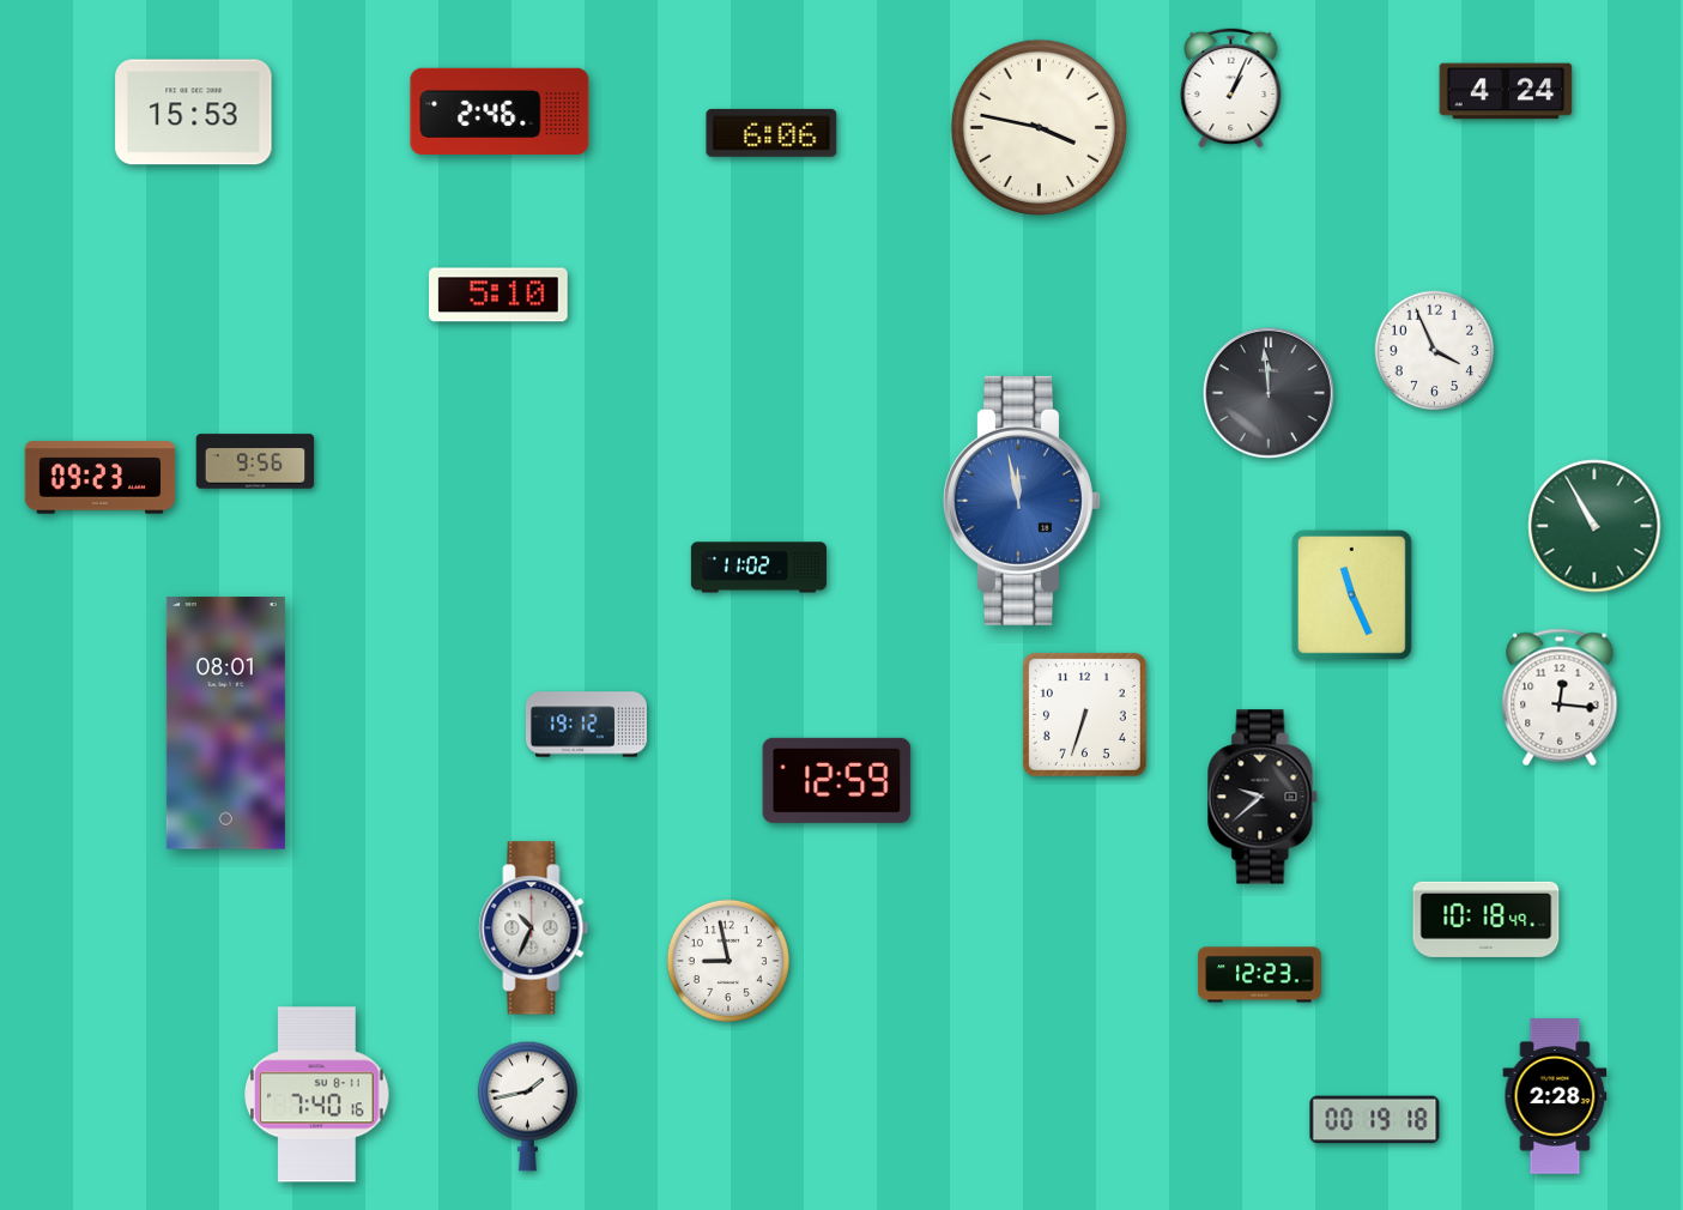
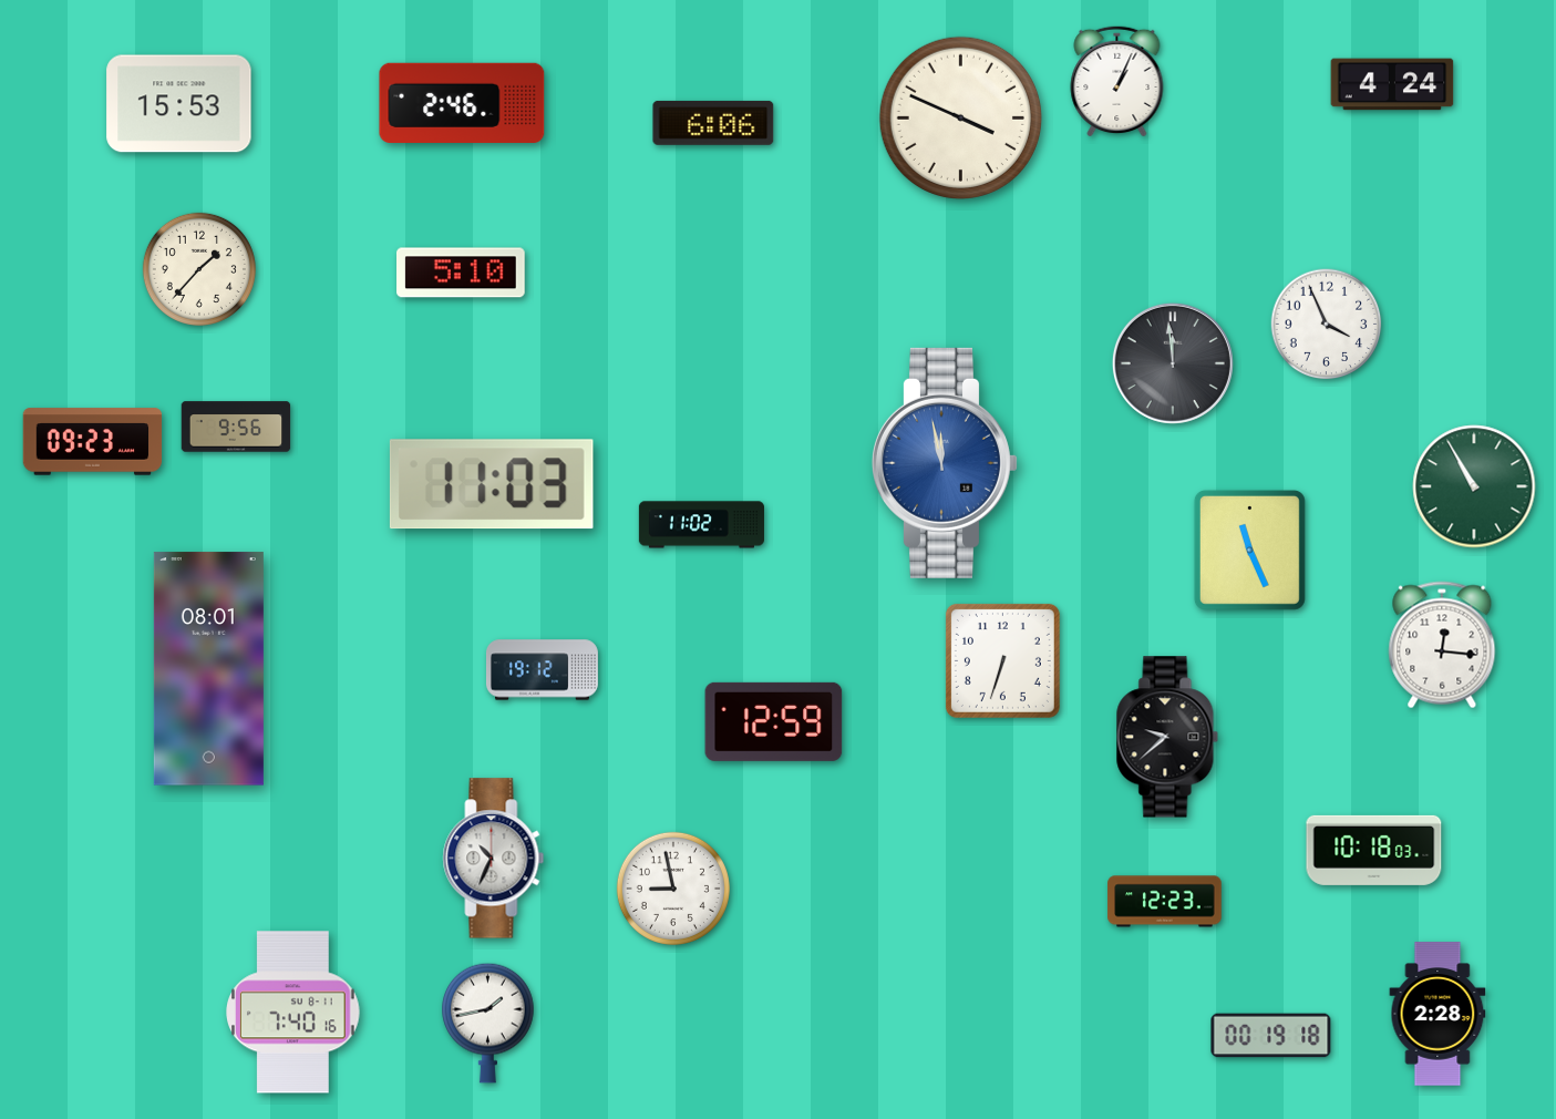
clock at (1231, 87) position: (1231, 87) -> (1117, 81)
clock at (1039, 127): 3:47 -> 3:49
clock at (199, 269): none -> 1:37
clock at (492, 484): none -> 11:03
clock at (1487, 919): 10:18:49 -> 10:18:03
